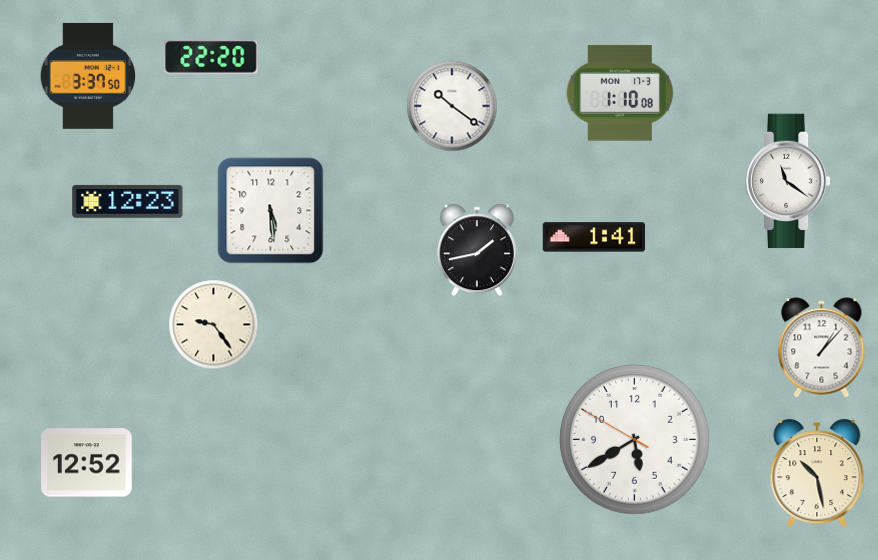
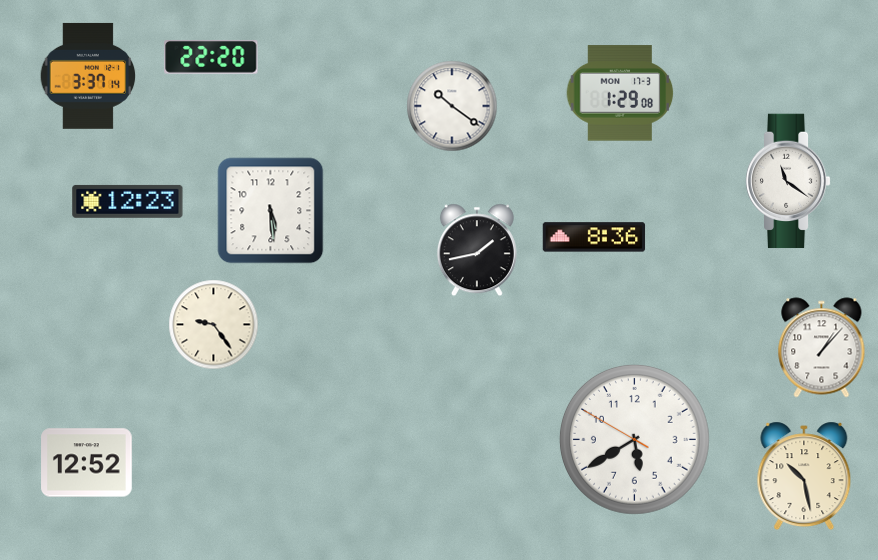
clock at (88, 76): 3:37:50 -> 3:37:14
clock at (620, 93): 1:10 -> 1:29
clock at (594, 237): 1:41 -> 8:36
clock at (817, 473) position: (817, 473) -> (804, 476)
